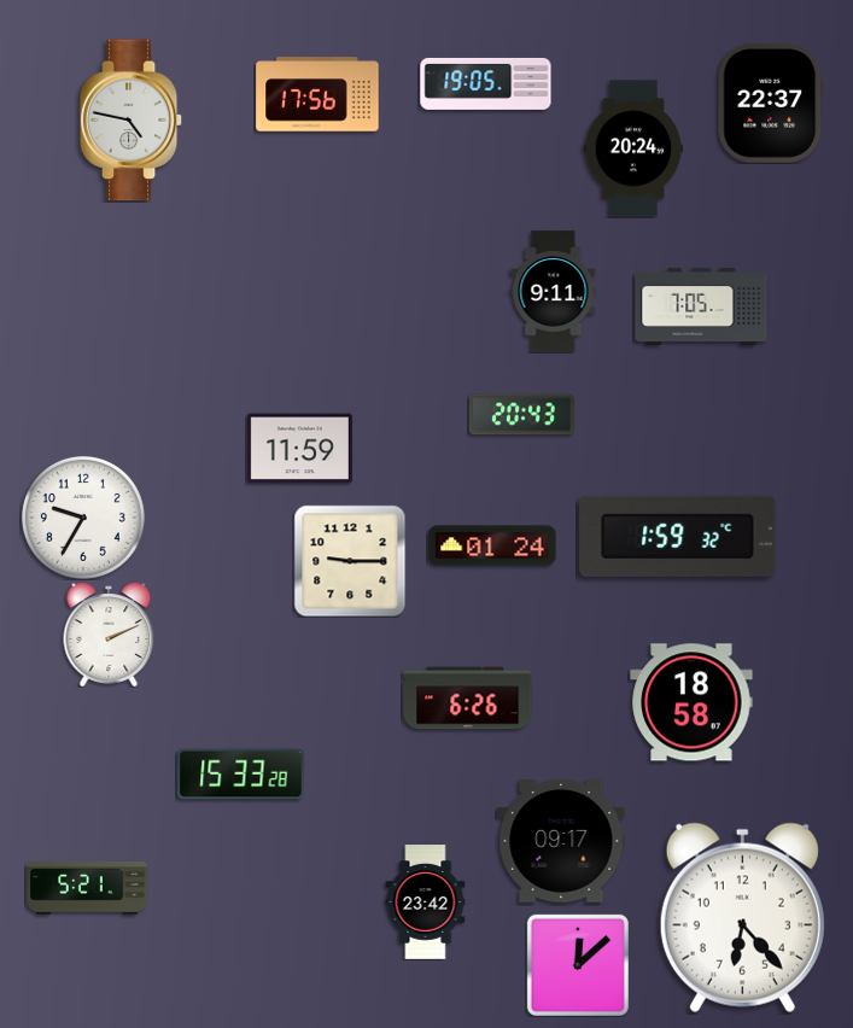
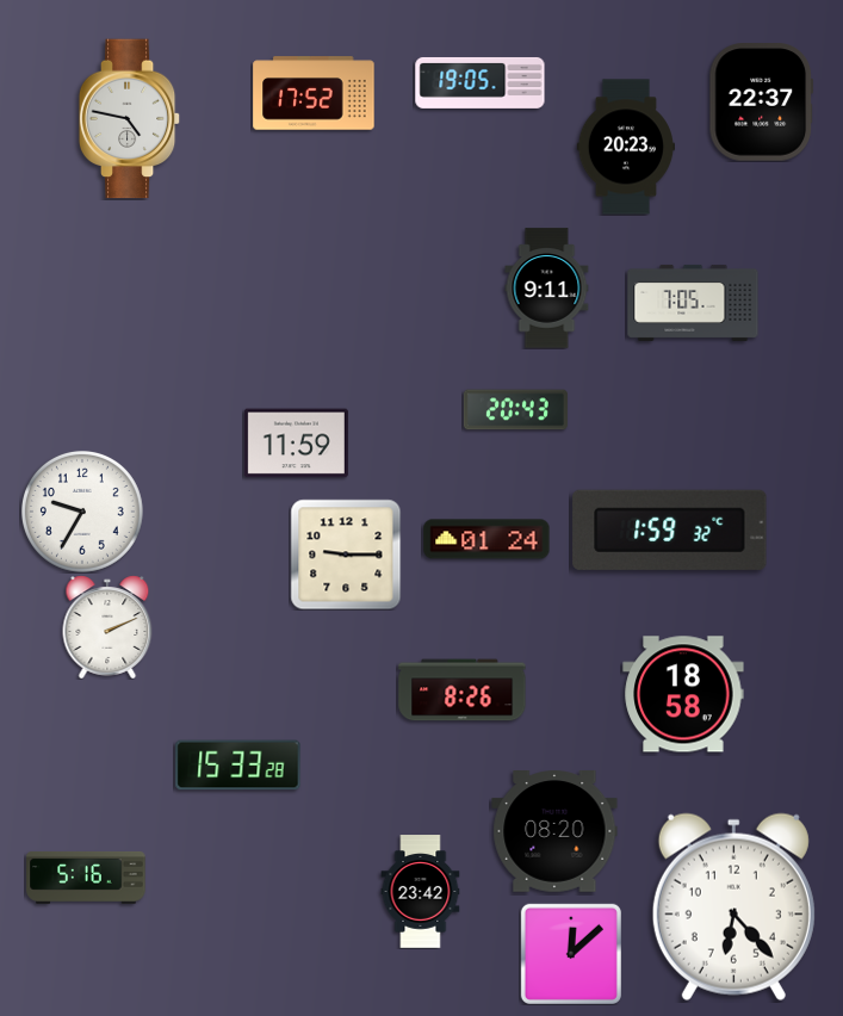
clock at (317, 94): 17:56 -> 17:52
clock at (632, 148): 20:24 -> 20:23
clock at (468, 699): 6:26 -> 8:26
clock at (561, 842): 09:17 -> 08:20
clock at (87, 888): 5:21 -> 5:16
